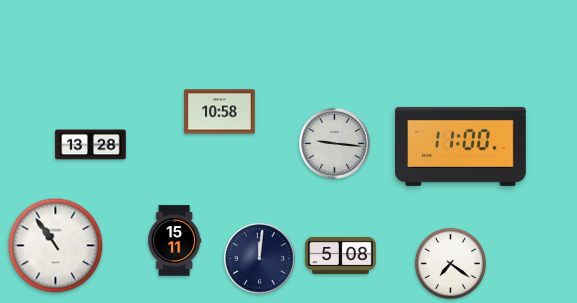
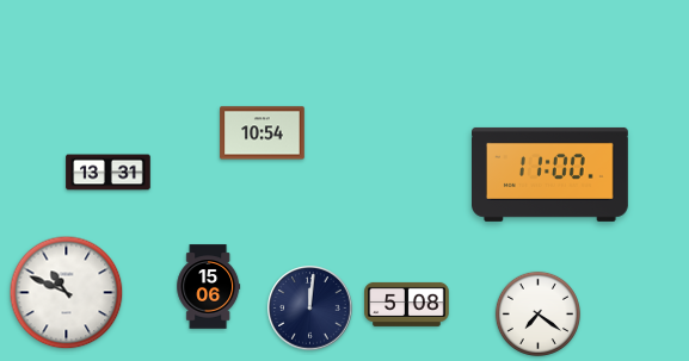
clock at (220, 112): 10:58 -> 10:54
clock at (335, 144): 9:16 -> none
clock at (91, 145): 13:28 -> 13:31
clock at (175, 241): 15:11 -> 15:06
clock at (56, 246): 10:54 -> 10:49
